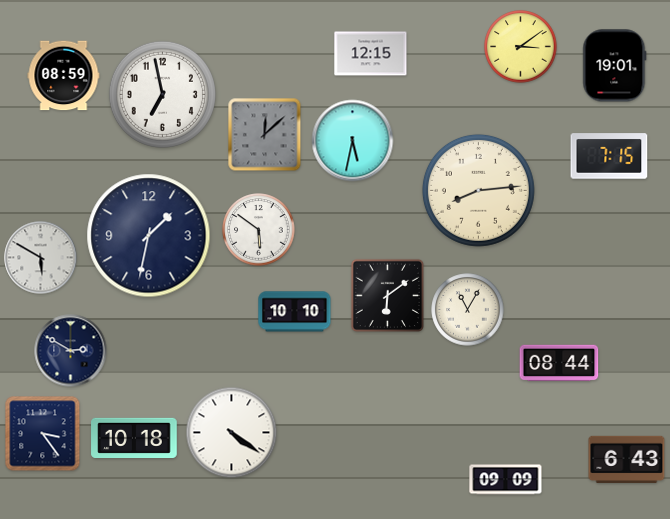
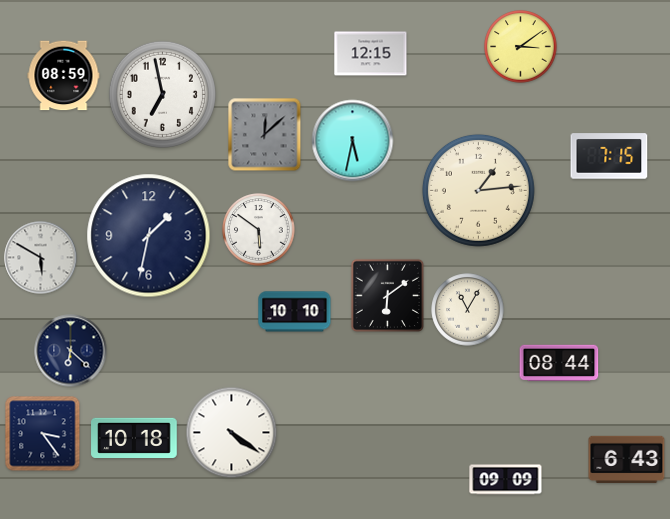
clock at (615, 66): 19:01 -> none
clock at (478, 190): 8:14 -> 1:14
clock at (71, 351): 2:50 -> 6:22
